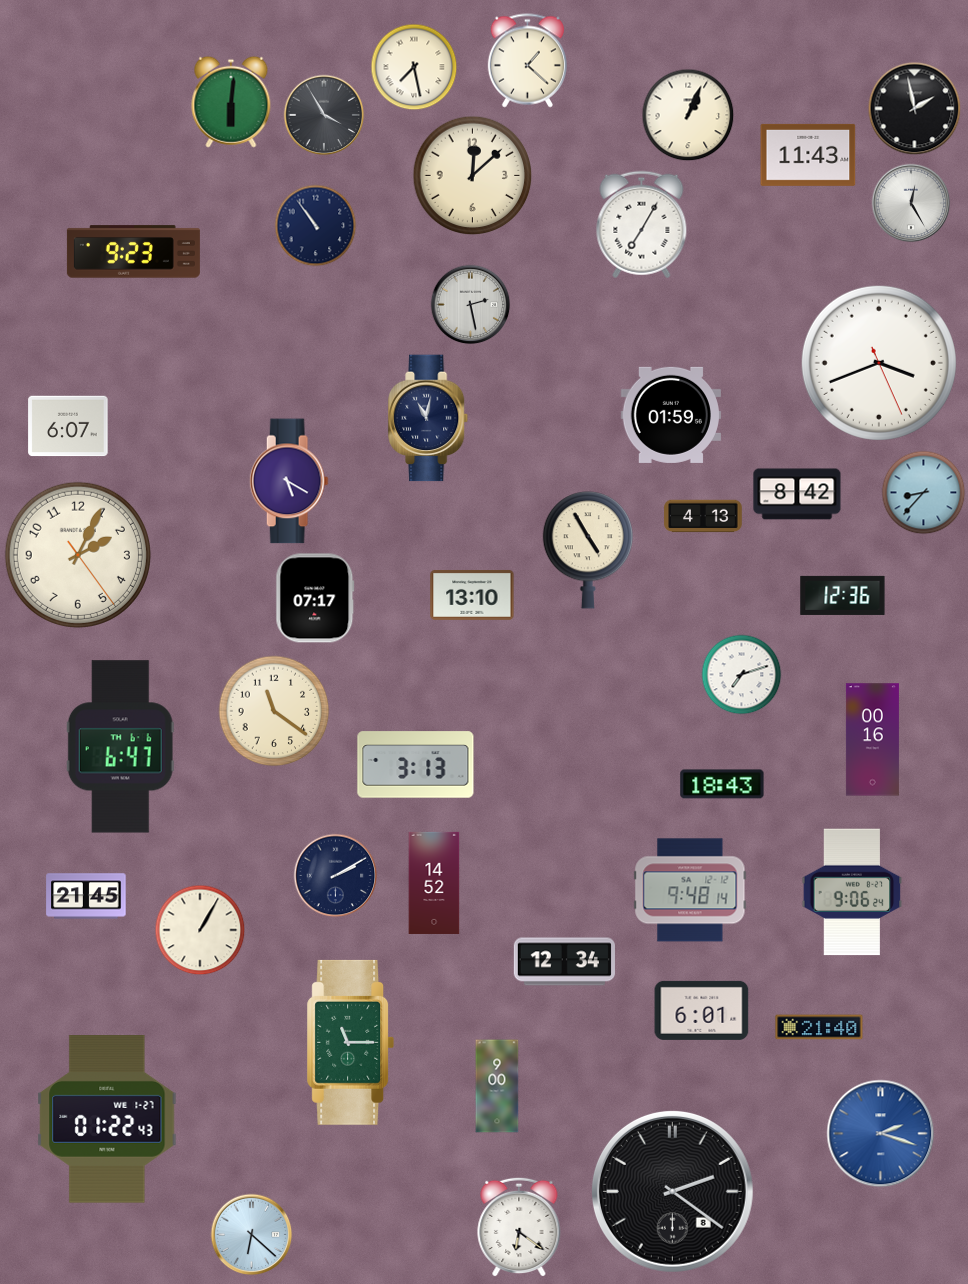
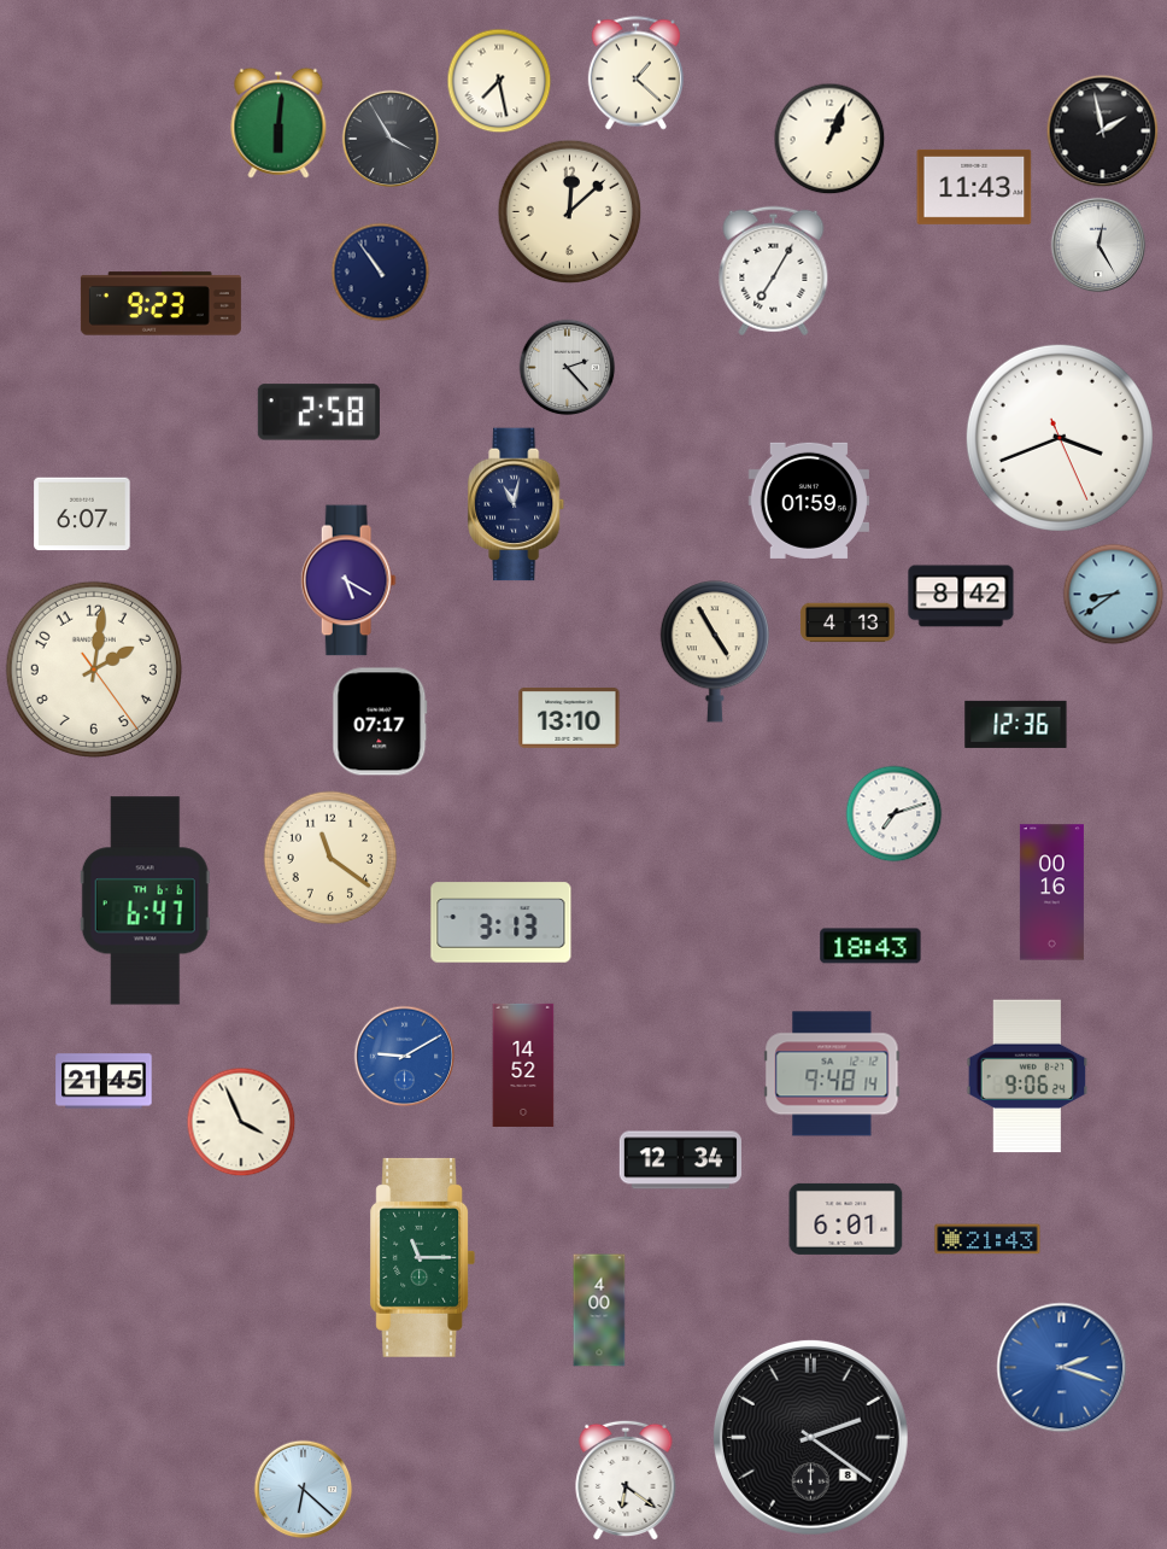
clock at (471, 305): 2:28 -> 2:23
clock at (318, 413): none -> 2:58
clock at (924, 493): 8:37 -> 8:39
clock at (587, 550) position: (587, 550) -> (714, 651)
clock at (78, 555): 2:04 -> 2:01
clock at (843, 595) position: (843, 595) -> (1016, 724)
clock at (336, 876): 2:10 -> 9:10
clock at (336, 876) dial: navy -> blue
clock at (200, 930): 1:05 -> 3:56
clock at (819, 1027): 21:40 -> 21:43
clock at (497, 1086): 9:00 -> 4:00
clock at (107, 1120): 01:22 -> none
